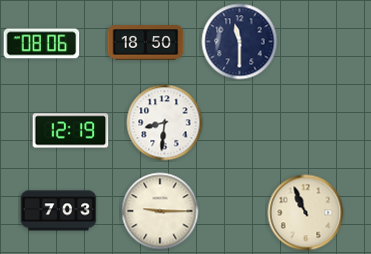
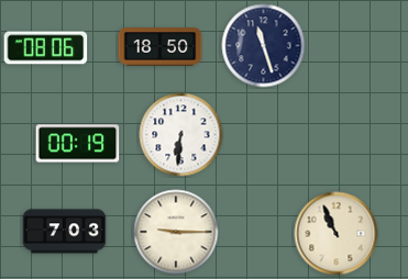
clock at (240, 42): 11:30 -> 11:27
clock at (165, 123): 8:31 -> 6:31
clock at (71, 131): 12:19 -> 00:19
